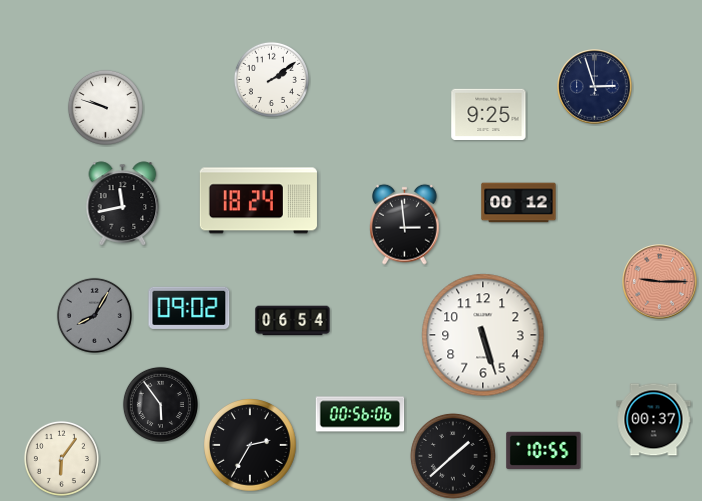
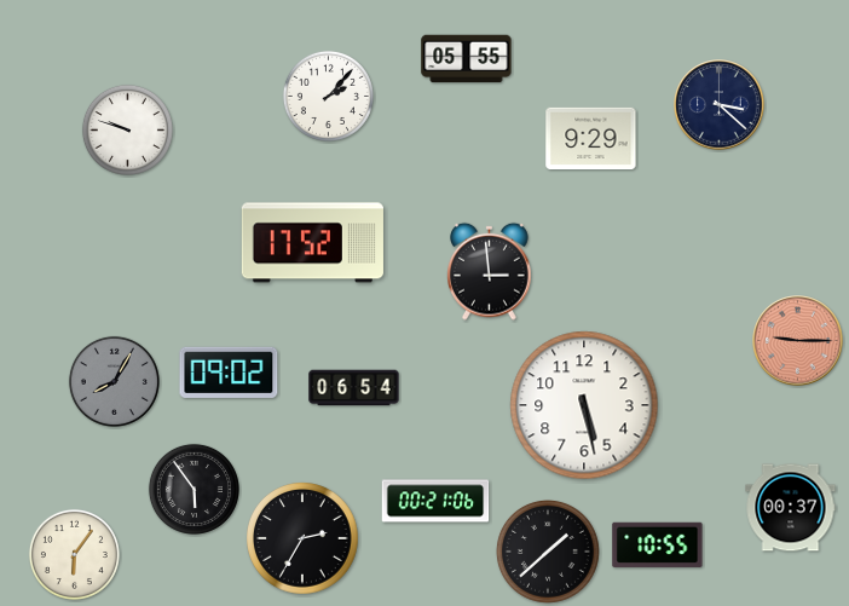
clock at (467, 59): none -> 05:55
clock at (271, 79): 2:09 -> 2:07
clock at (595, 87): 2:57 -> 3:22
clock at (489, 115): 9:25 -> 9:29
clock at (258, 201): 18:24 -> 17:52
clock at (519, 203): 00:12 -> none
clock at (123, 204): 11:43 -> none
clock at (483, 335): 5:27 -> 5:28
clock at (360, 414): 00:56 -> 00:21
